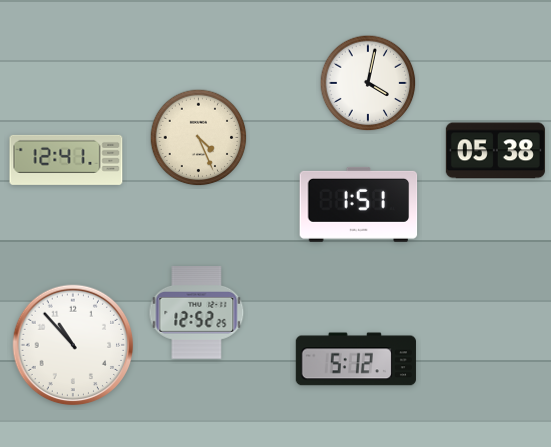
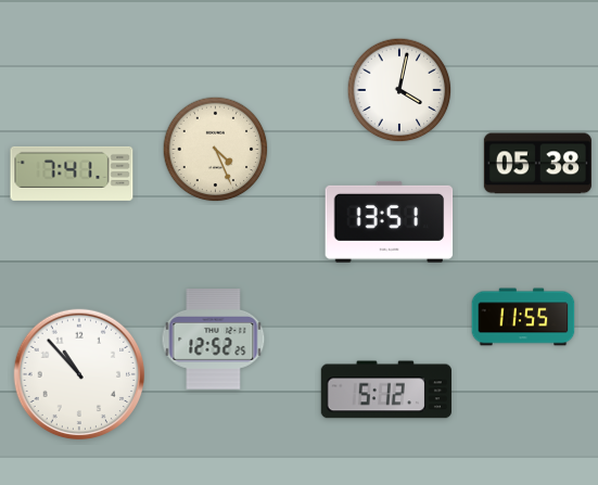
clock at (66, 160): 12:41 -> 7:41
clock at (359, 204): 1:51 -> 13:51
clock at (523, 317): none -> 11:55
